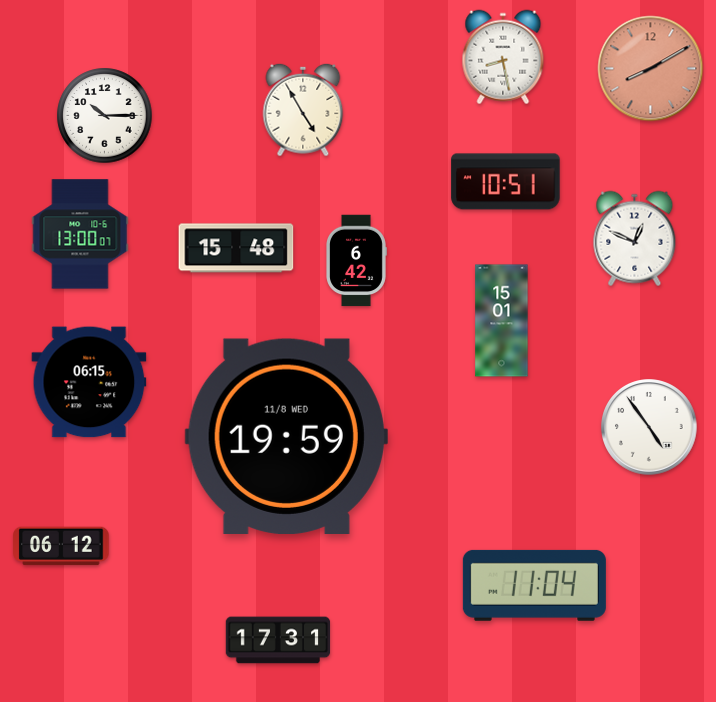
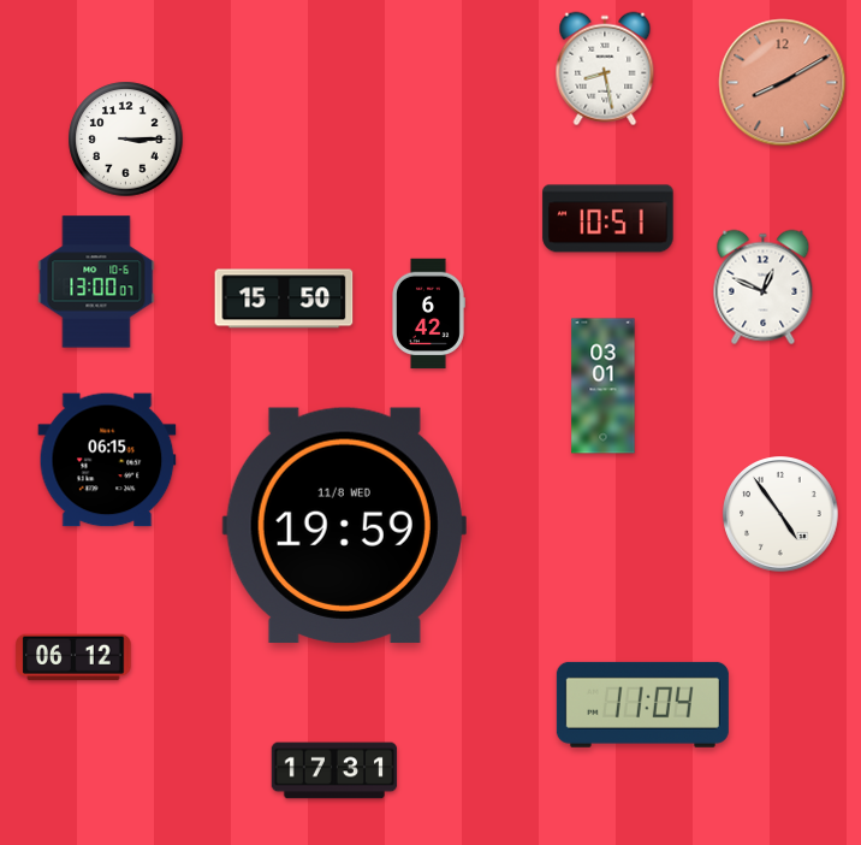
clock at (303, 110): 4:55 -> none
clock at (105, 116): 10:15 -> 3:15
clock at (236, 248): 15:48 -> 15:50
clock at (502, 321): 15:01 -> 03:01
